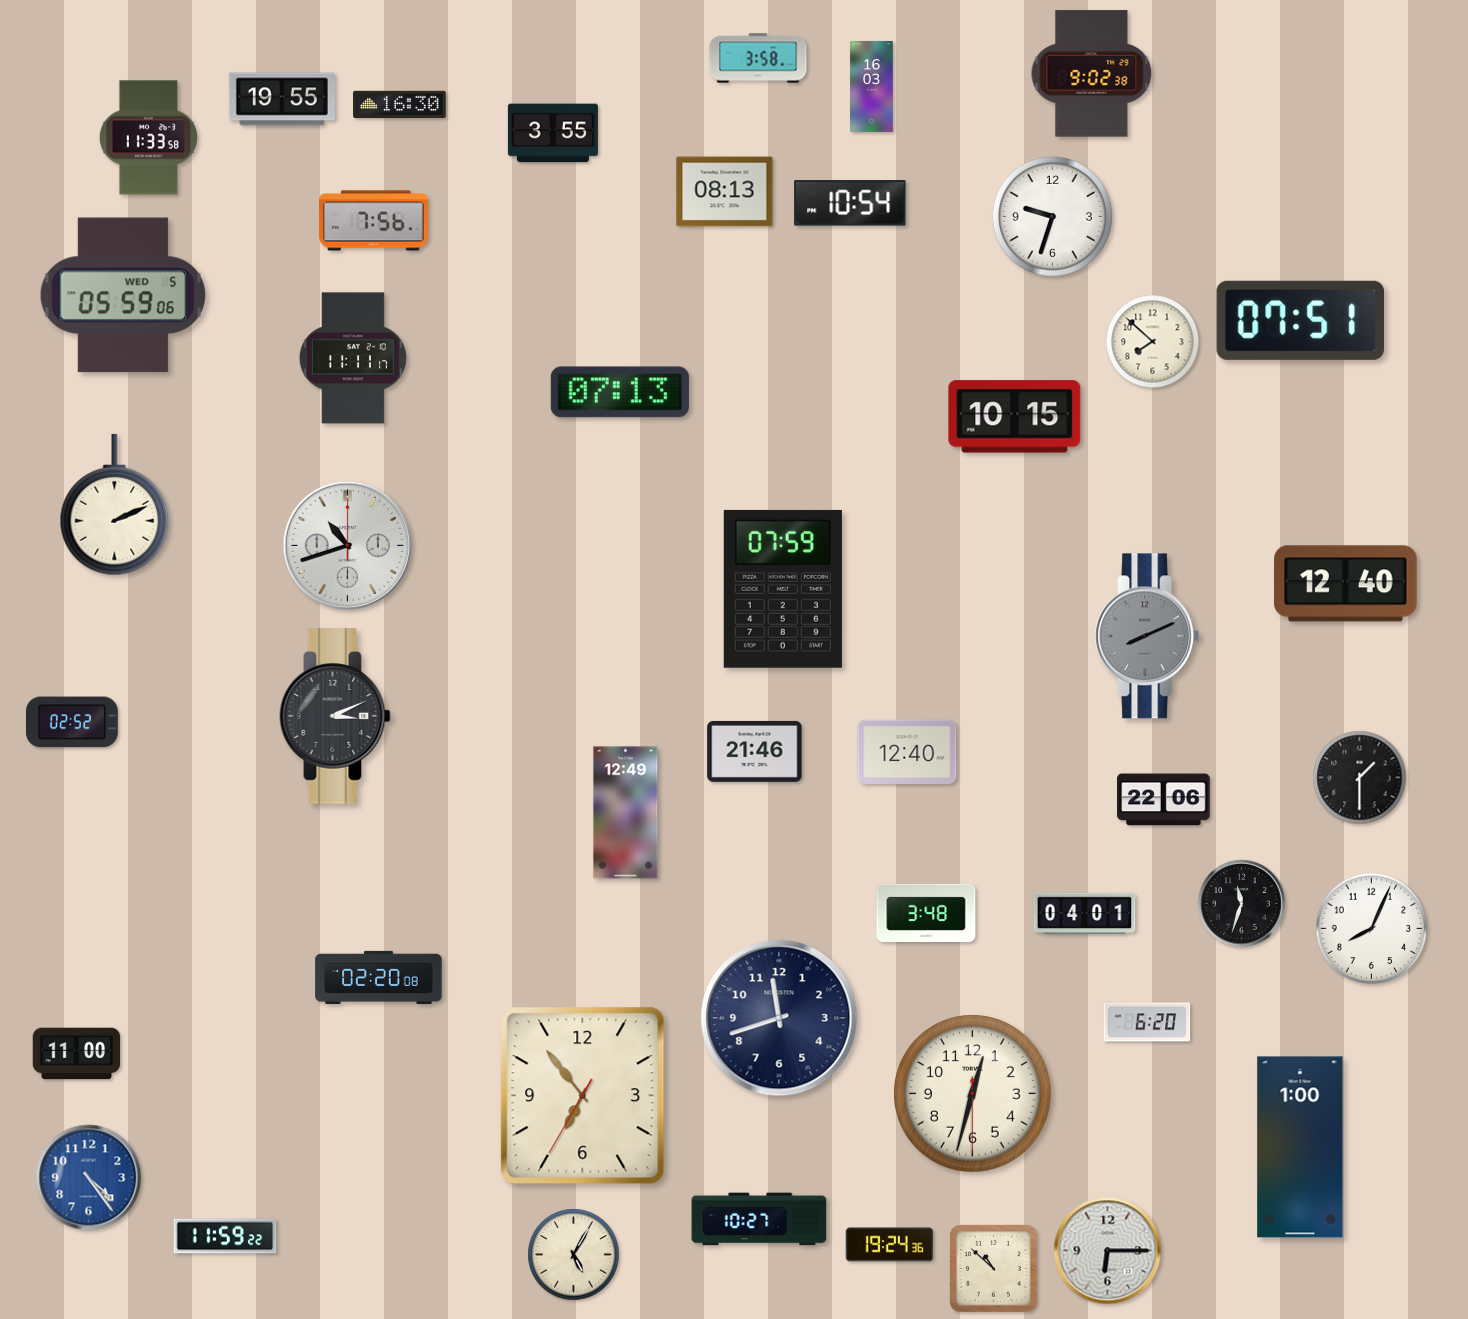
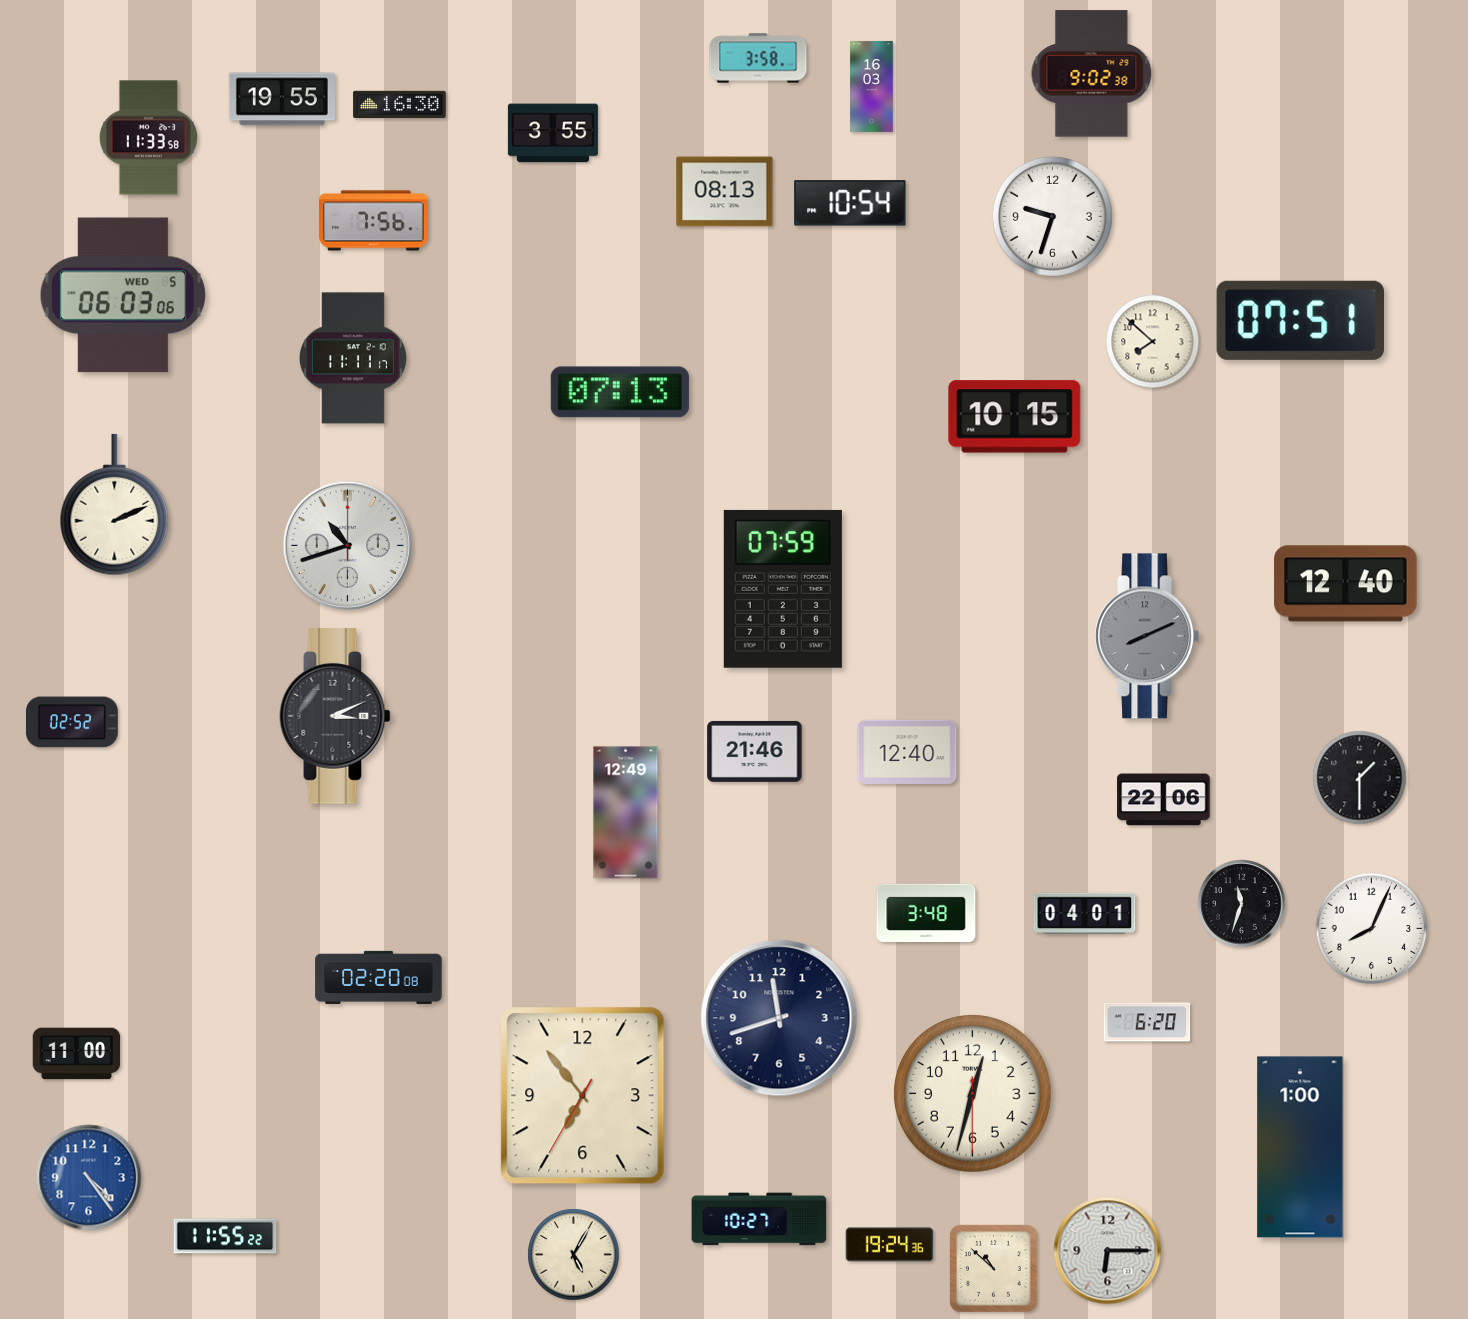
clock at (123, 295): 05:59 -> 06:03
clock at (225, 1236): 11:59 -> 11:55
